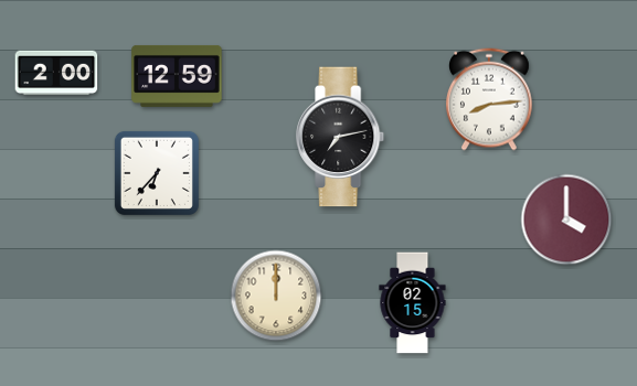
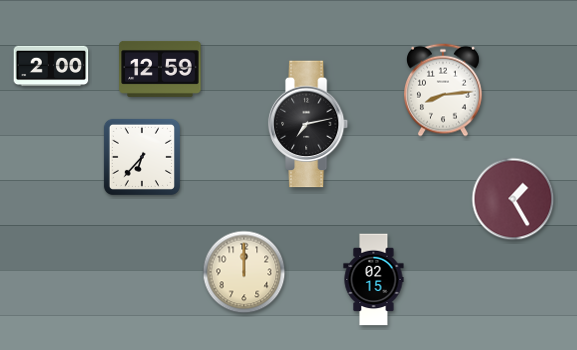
clock at (566, 219): 4:00 -> 1:25
clock at (276, 296) position: (276, 296) -> (244, 272)
clock at (413, 303) position: (413, 303) -> (374, 280)
